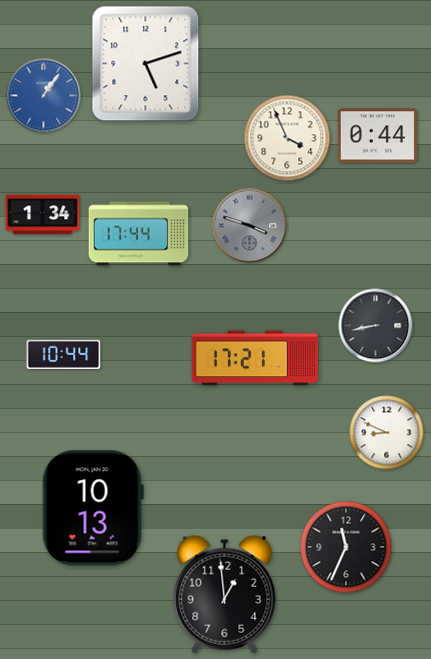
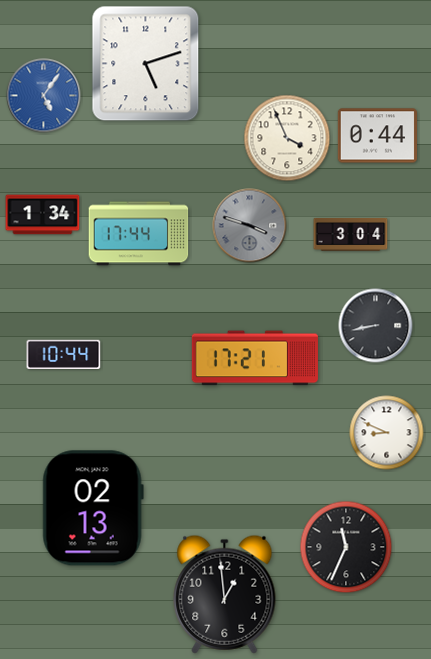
clock at (44, 96): 1:06 -> 5:06
clock at (351, 234): none -> 3:04
clock at (93, 508): 10:13 -> 02:13
